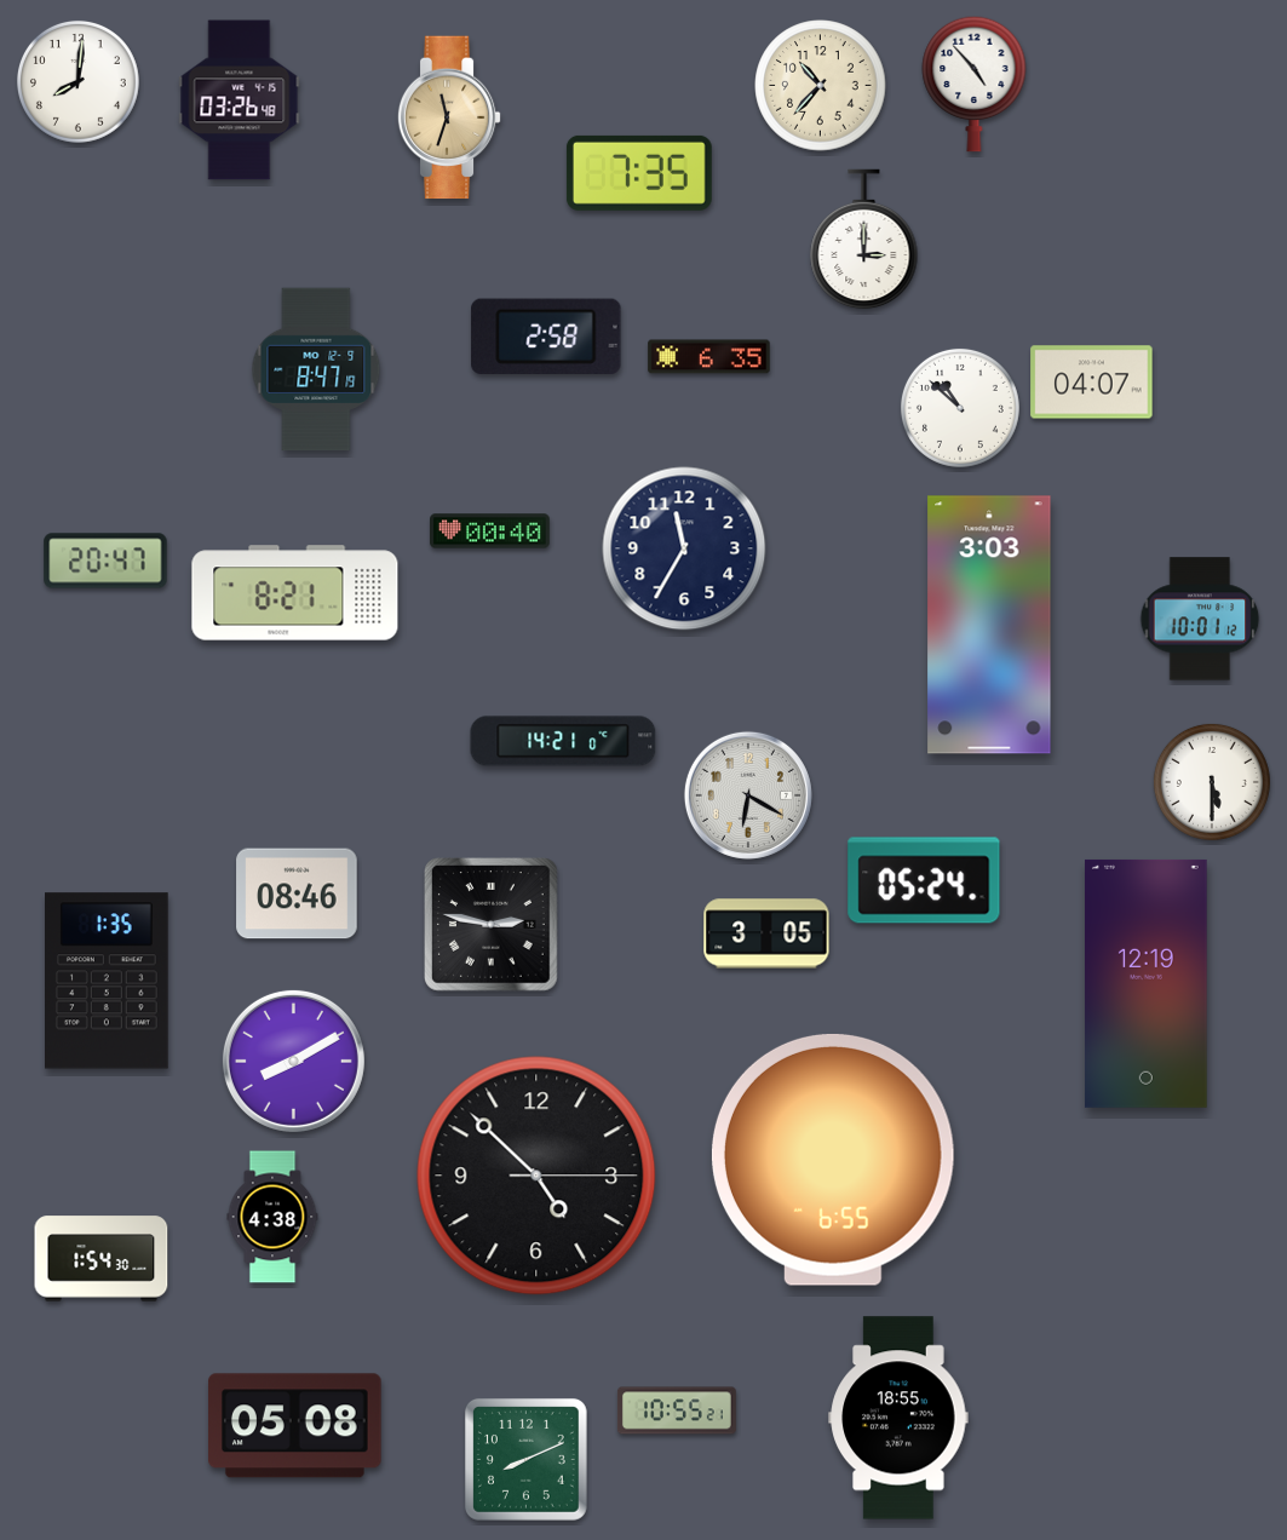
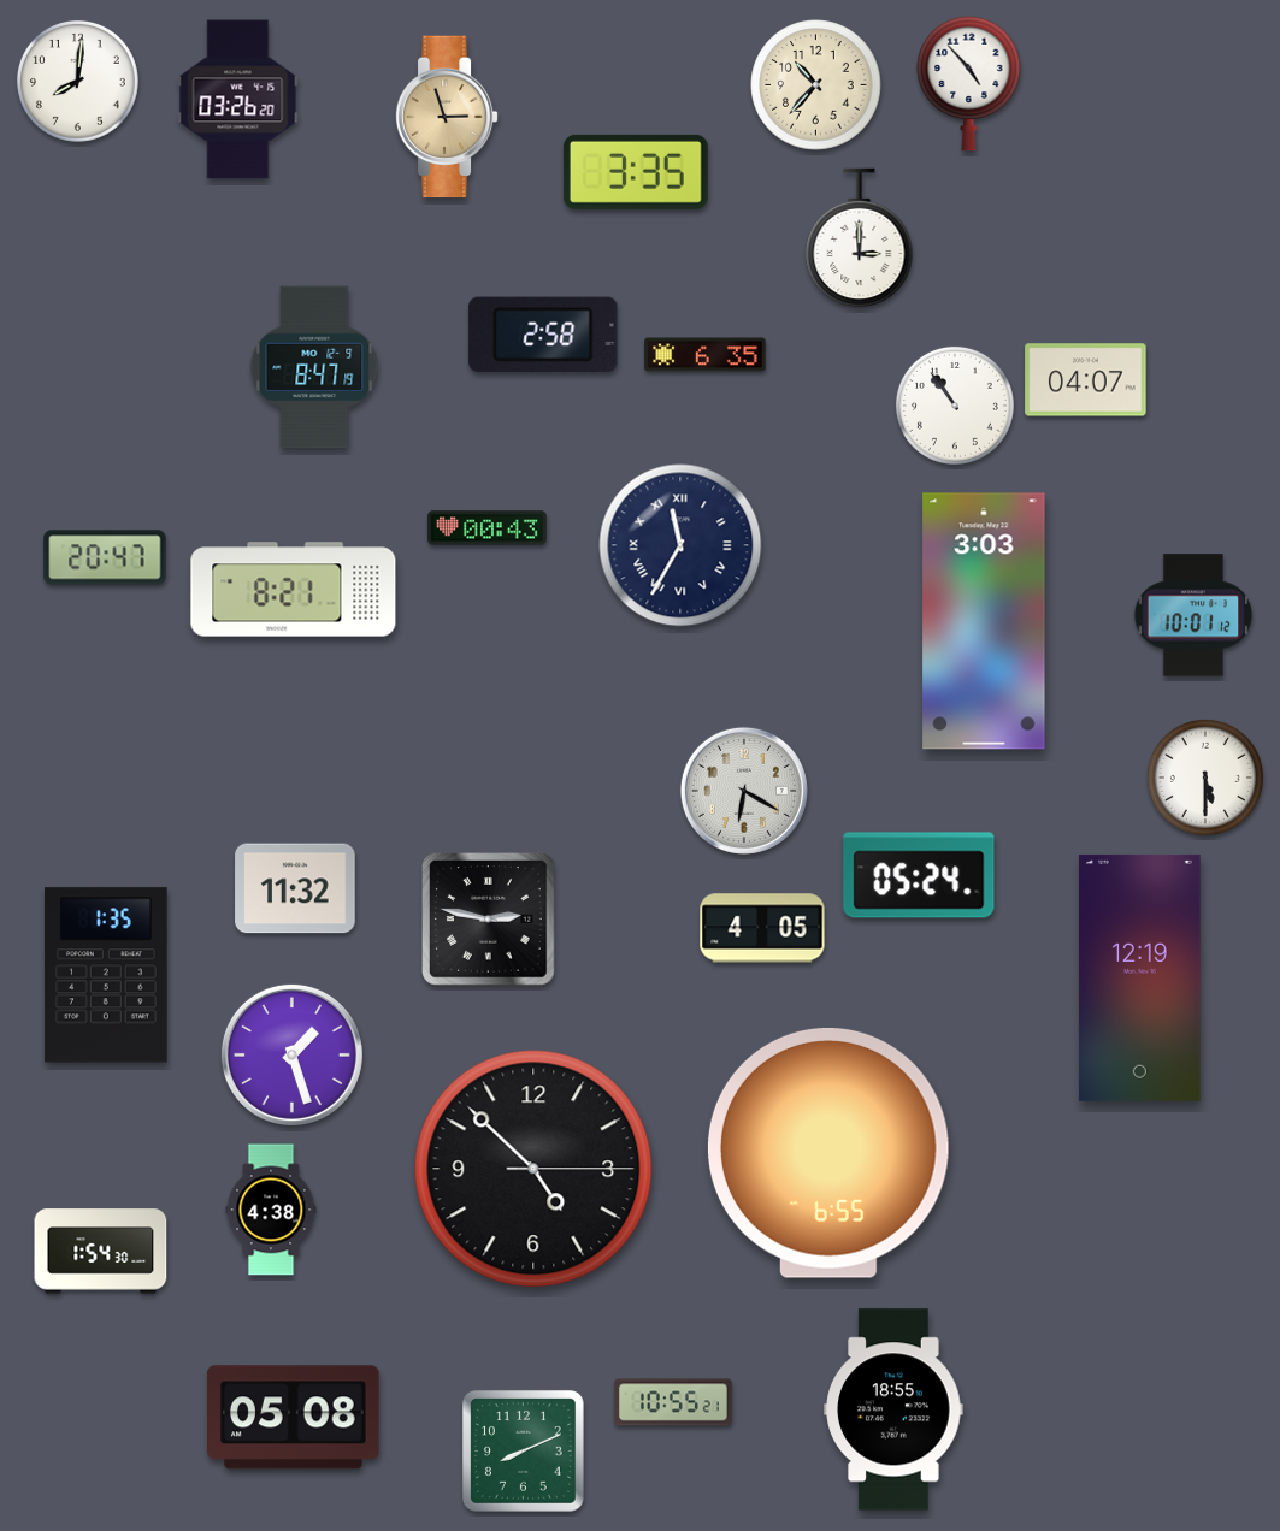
clock at (240, 100): 03:26:48 -> 03:26:20
clock at (449, 117): 11:33 -> 2:57
clock at (639, 173): 7:35 -> 3:35
clock at (960, 408): 10:52 -> 10:54
clock at (490, 531): 00:40 -> 00:43
clock at (684, 548) numerals: Arabic -> Roman
clock at (563, 741): 14:21 -> none
clock at (297, 893): 08:46 -> 11:32
clock at (766, 933): 3:05 -> 4:05
clock at (293, 1061): 8:10 -> 1:27
